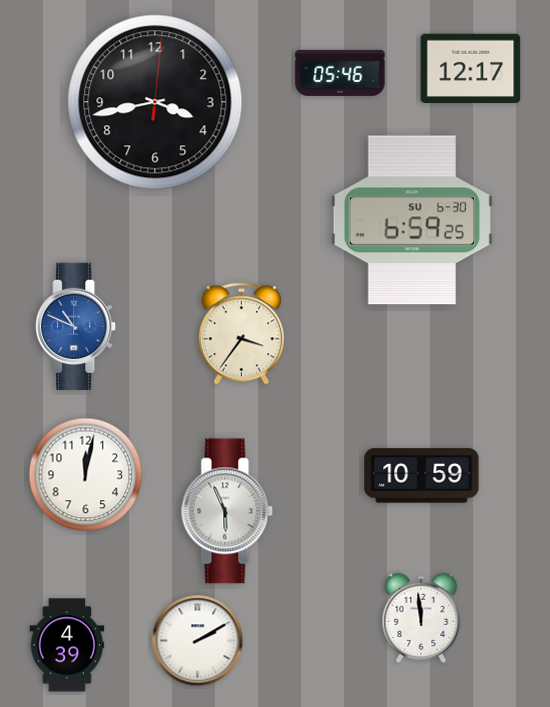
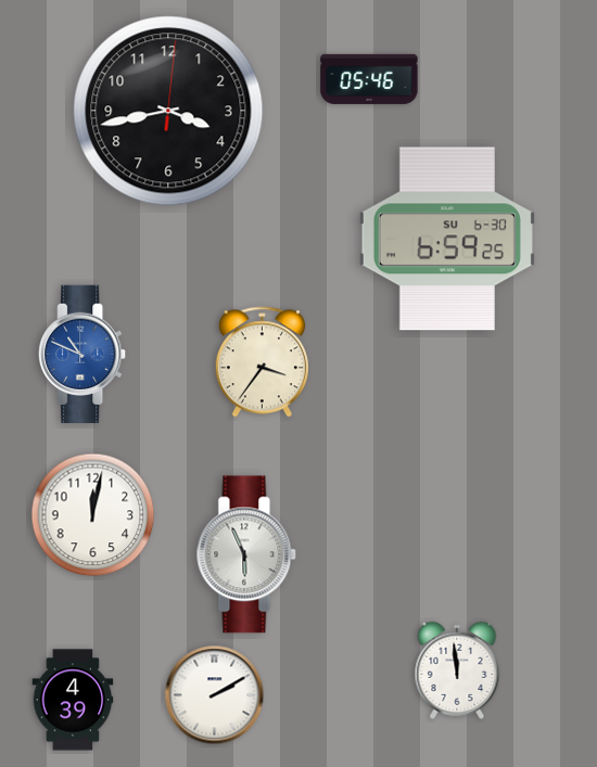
clock at (471, 69): 12:17 -> none
clock at (422, 476): 10:59 -> none
